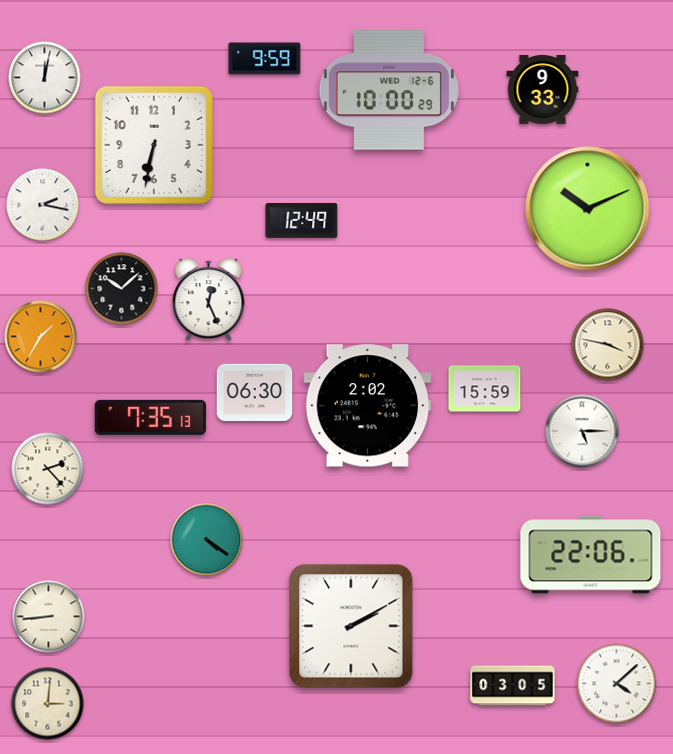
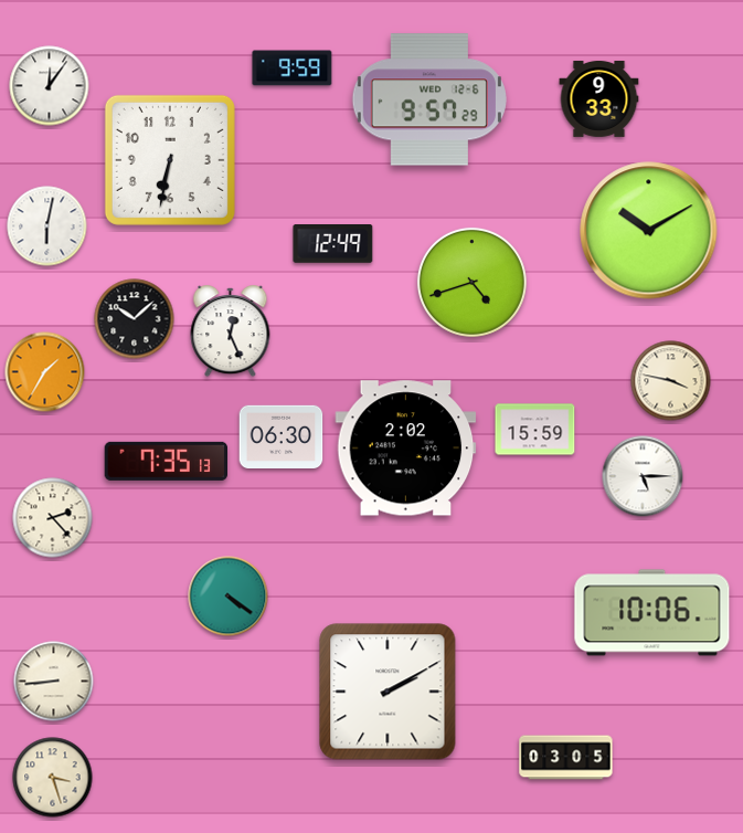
clock at (265, 59) position: (265, 59) -> (293, 68)
clock at (45, 78): 12:02 -> 12:06
clock at (389, 90): 10:00 -> 9:57
clock at (43, 205): 2:17 -> 6:02
clock at (588, 209): 10:11 -> 10:10
clock at (471, 282): none -> 4:42
clock at (255, 392) position: (255, 392) -> (282, 436)
clock at (591, 555): 22:06 -> 10:06
clock at (617, 684): 4:08 -> none
clock at (48, 704): 3:01 -> 3:27
